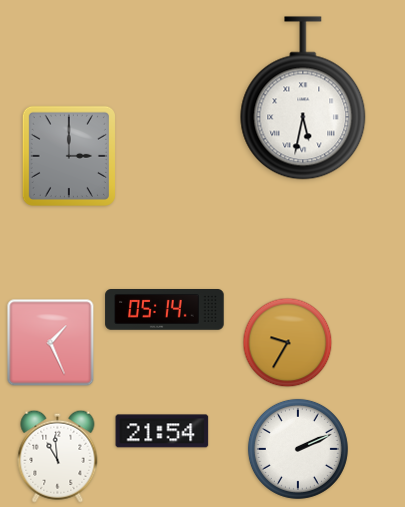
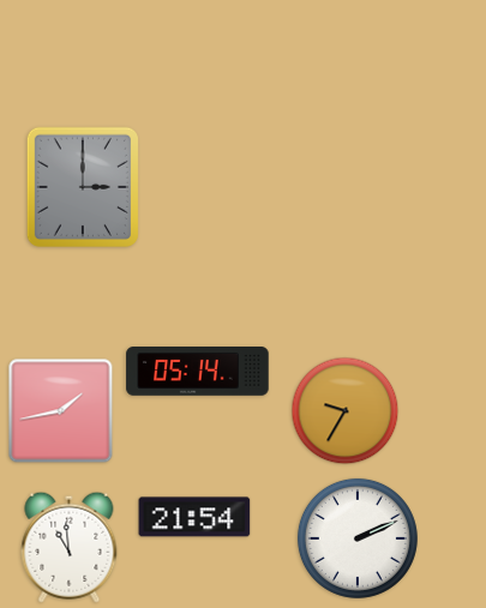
clock at (303, 98): 5:32 -> none
clock at (51, 343): 1:26 -> 1:43
